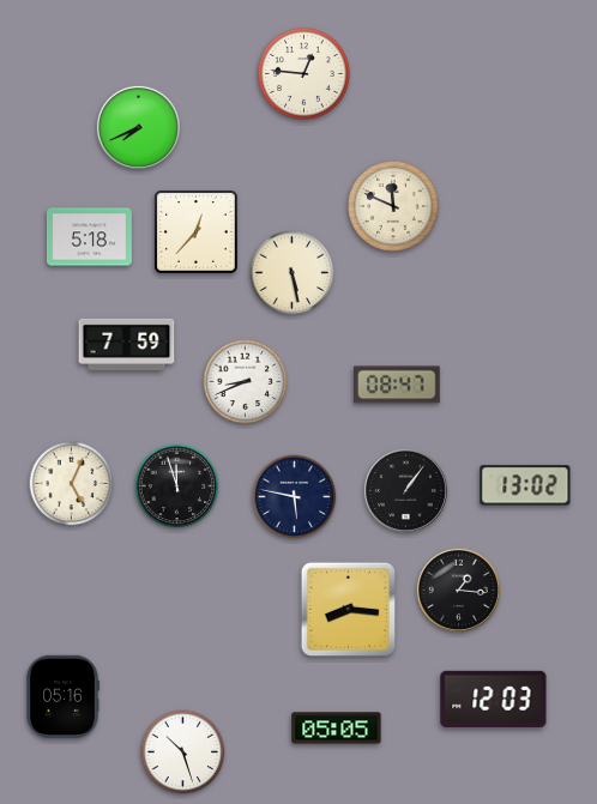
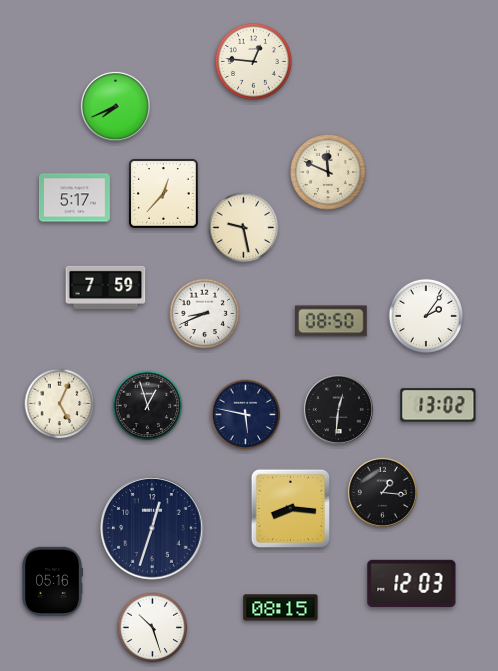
clock at (89, 237): 5:18 -> 5:17
clock at (293, 273): 5:28 -> 9:28
clock at (426, 316): none -> 2:06
clock at (246, 382) position: (246, 382) -> (205, 314)
clock at (398, 385): 08:47 -> 08:50
clock at (177, 486): 11:57 -> 12:57
clock at (405, 490): 1:06 -> 12:31
clock at (152, 528): none -> 12:33
clock at (337, 729): 05:05 -> 08:15
